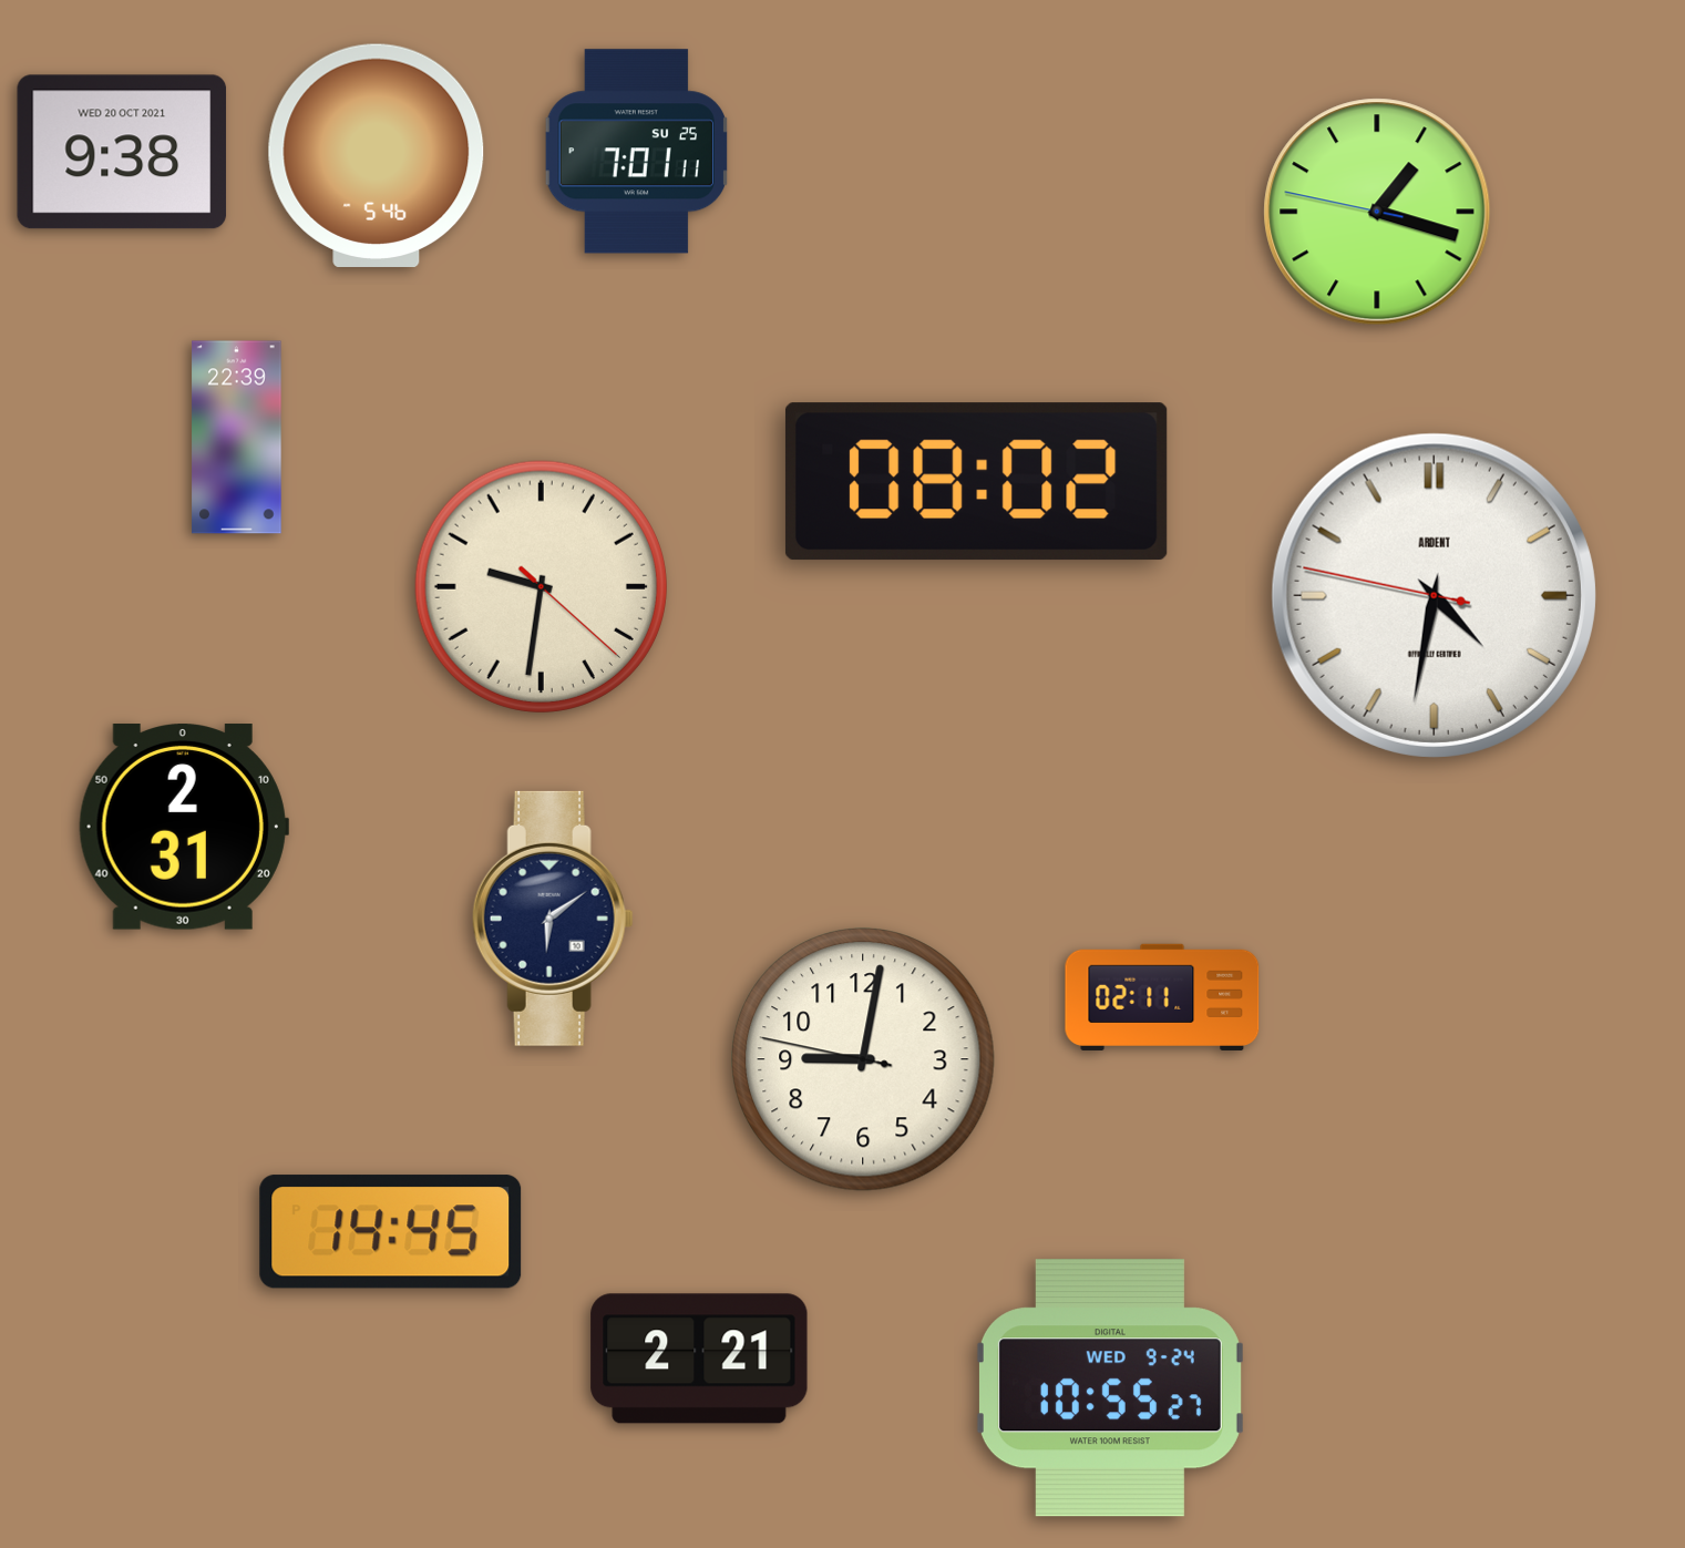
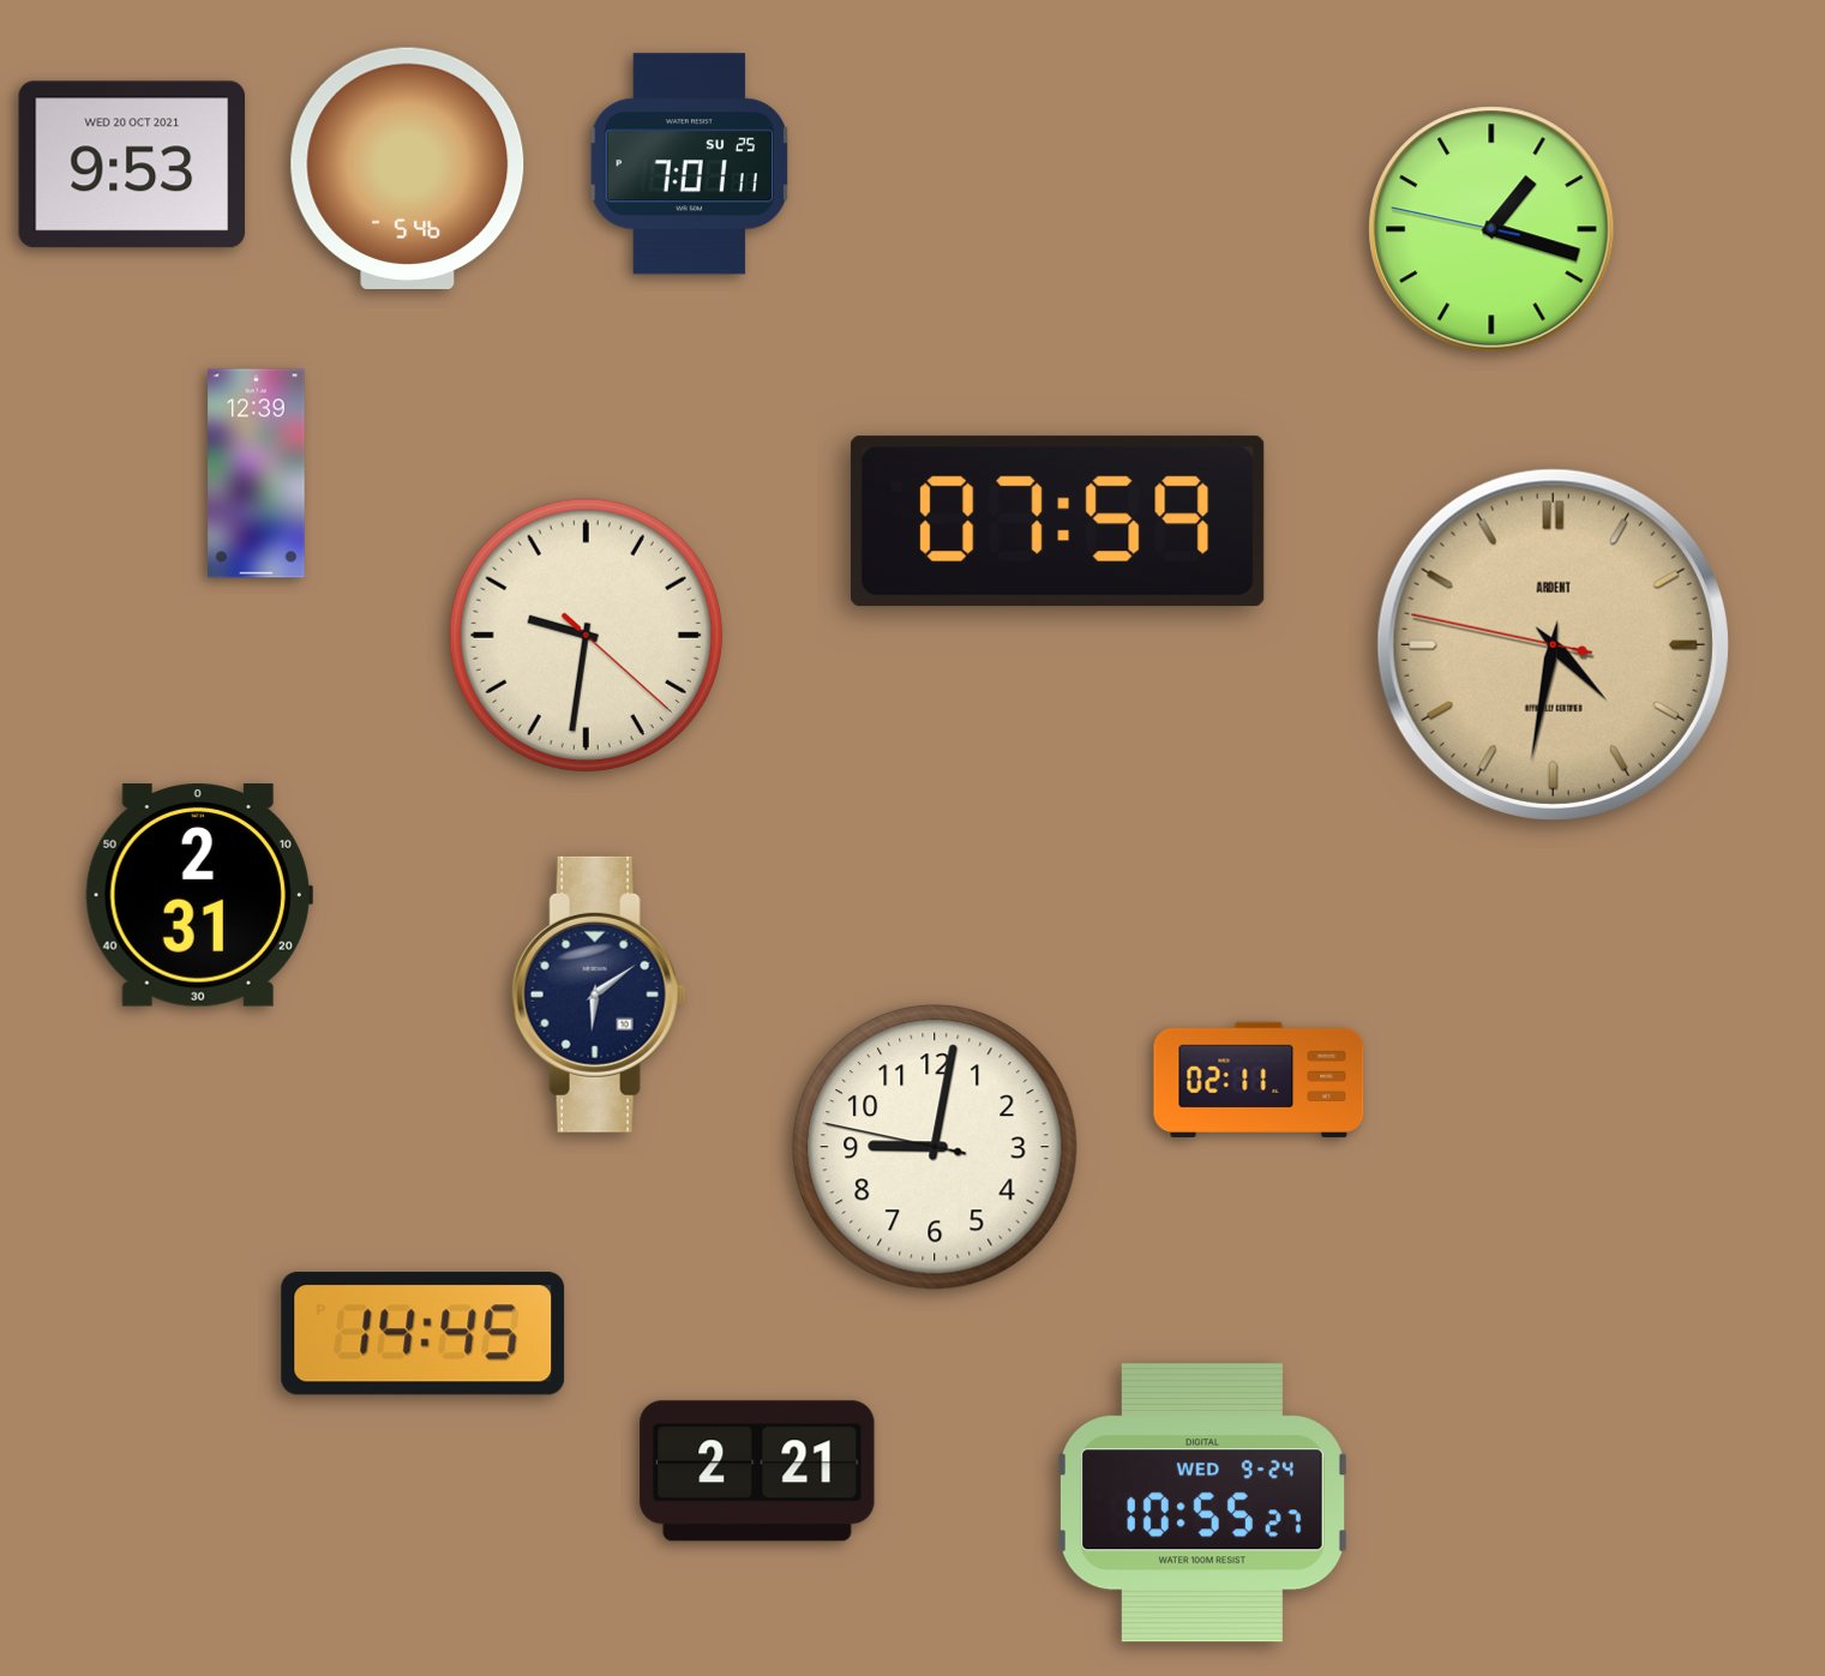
clock at (122, 152): 9:38 -> 9:53
clock at (237, 438): 22:39 -> 12:39
clock at (976, 482): 08:02 -> 07:59
clock at (1434, 595) dial: white -> champagne
